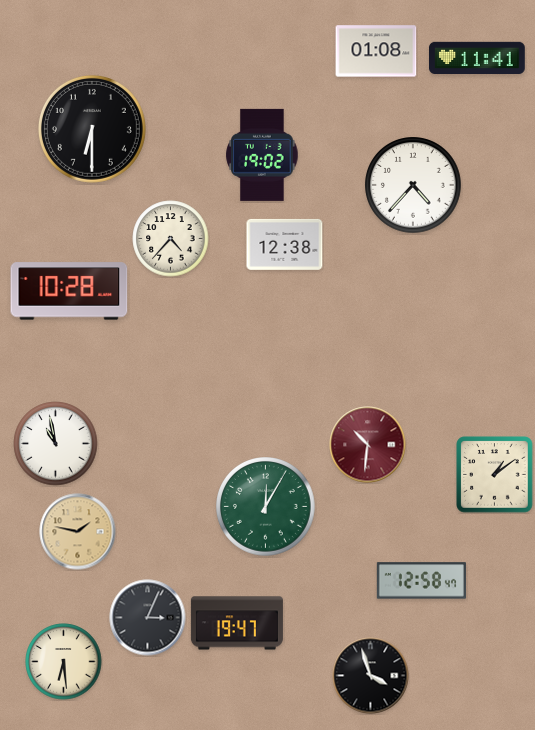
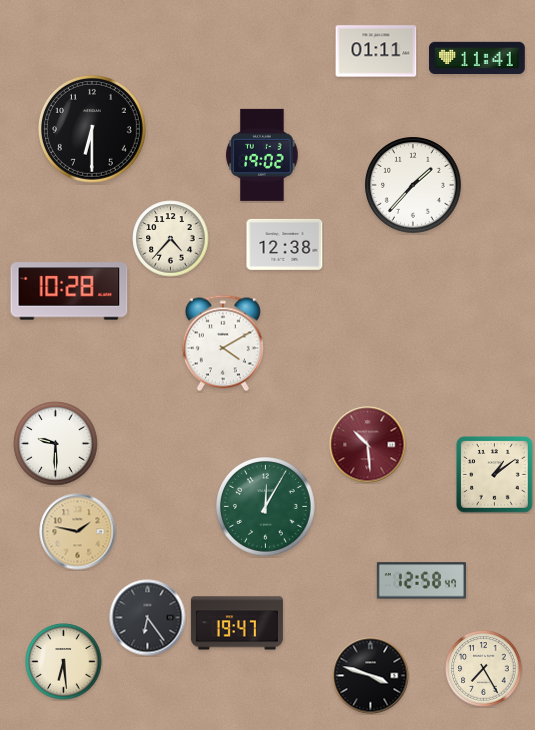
clock at (376, 51): 01:08 -> 01:11
clock at (413, 185): 4:37 -> 1:37
clock at (223, 343): none -> 4:10
clock at (56, 444): 10:58 -> 9:30
clock at (368, 445): 10:31 -> 10:29
clock at (148, 618): 3:04 -> 6:24
clock at (484, 669): none -> 7:25
clock at (371, 676): 3:57 -> 3:48
